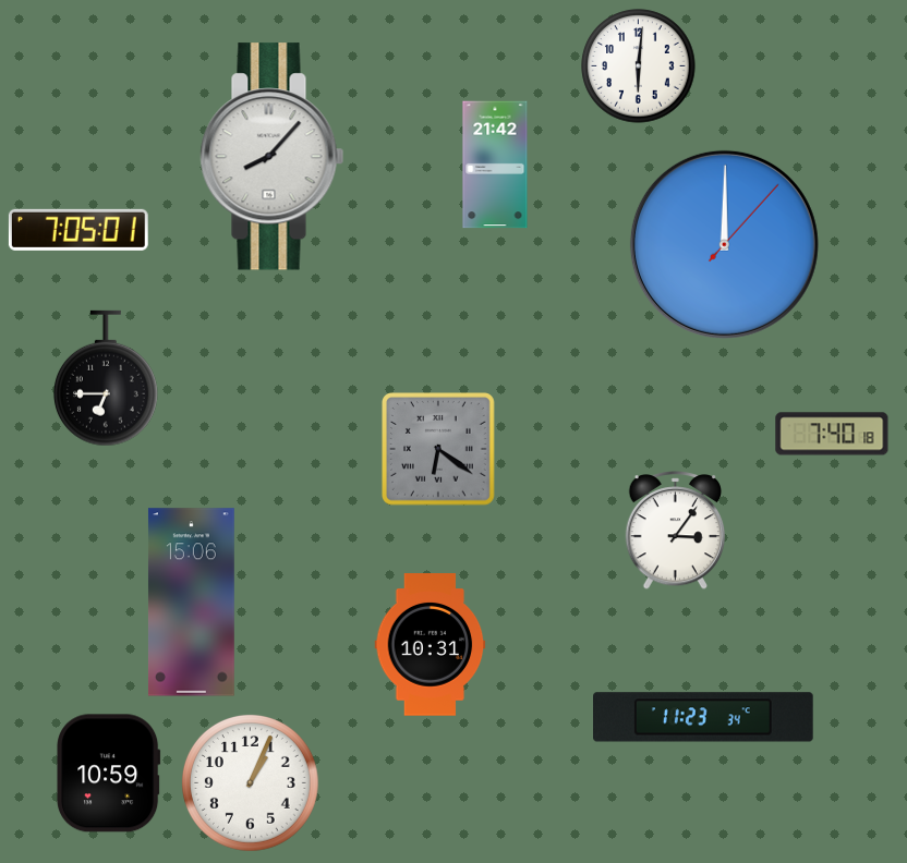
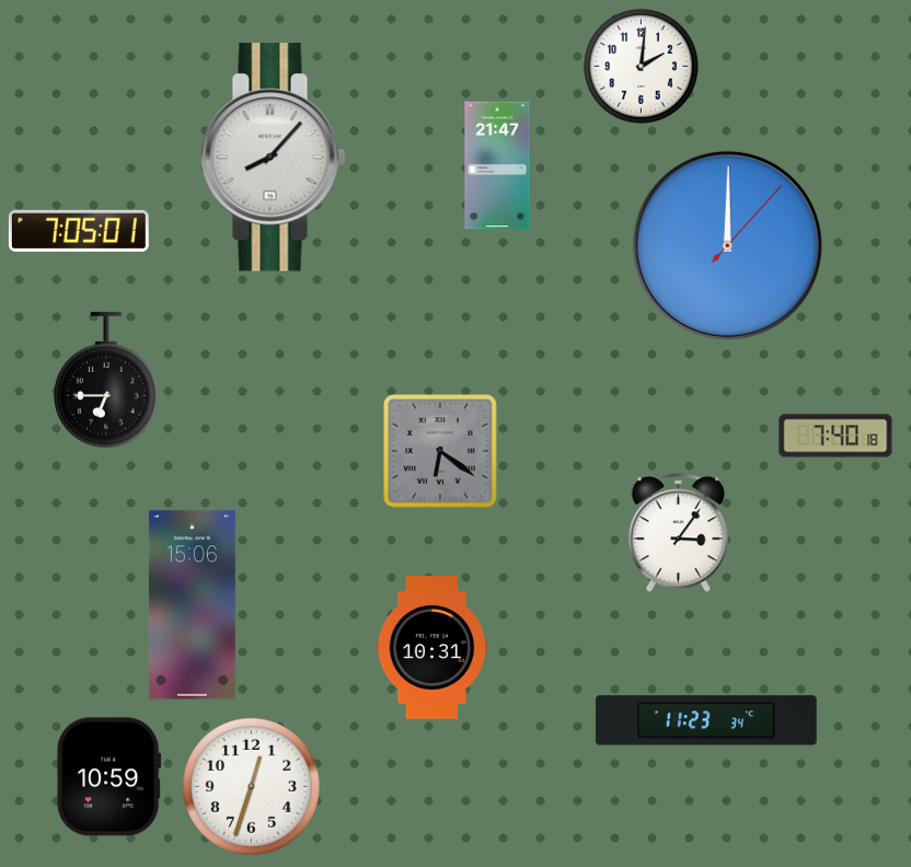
clock at (639, 66): 6:01 -> 2:01
clock at (495, 165): 21:42 -> 21:47
clock at (250, 782): 1:04 -> 12:33
